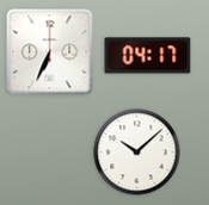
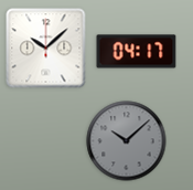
clock at (50, 52): 6:34 -> 10:08
clock at (137, 153) dial: white -> grey
